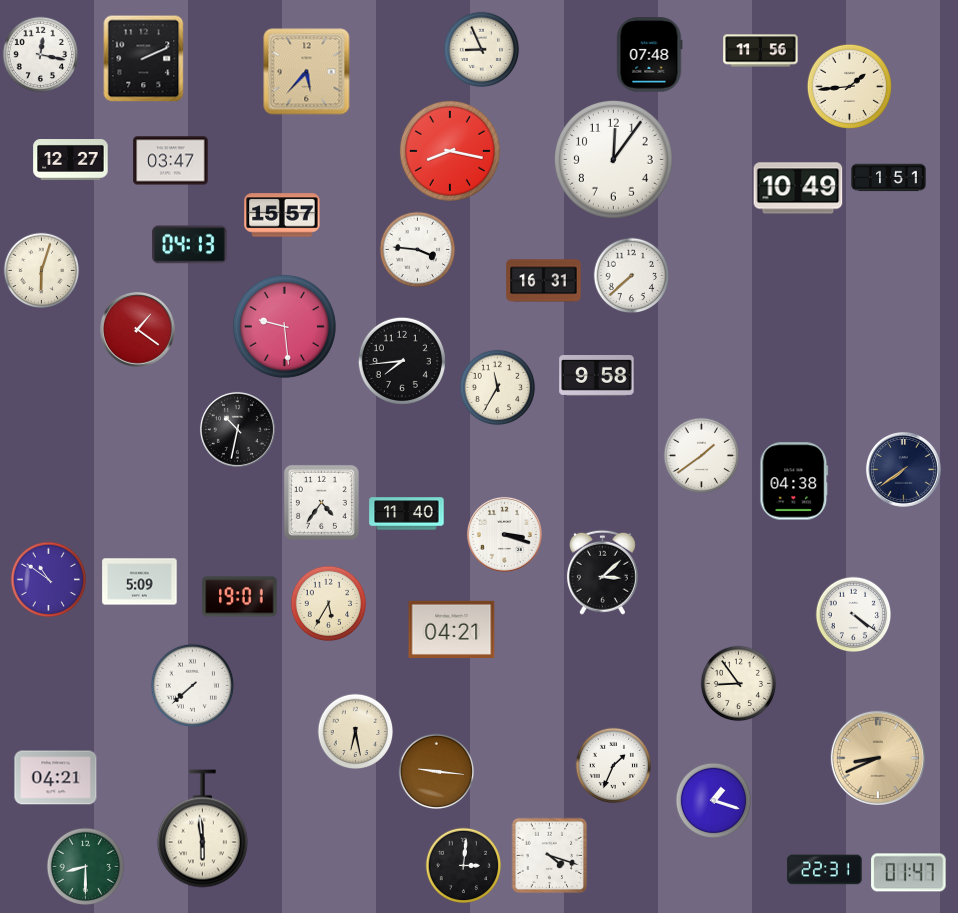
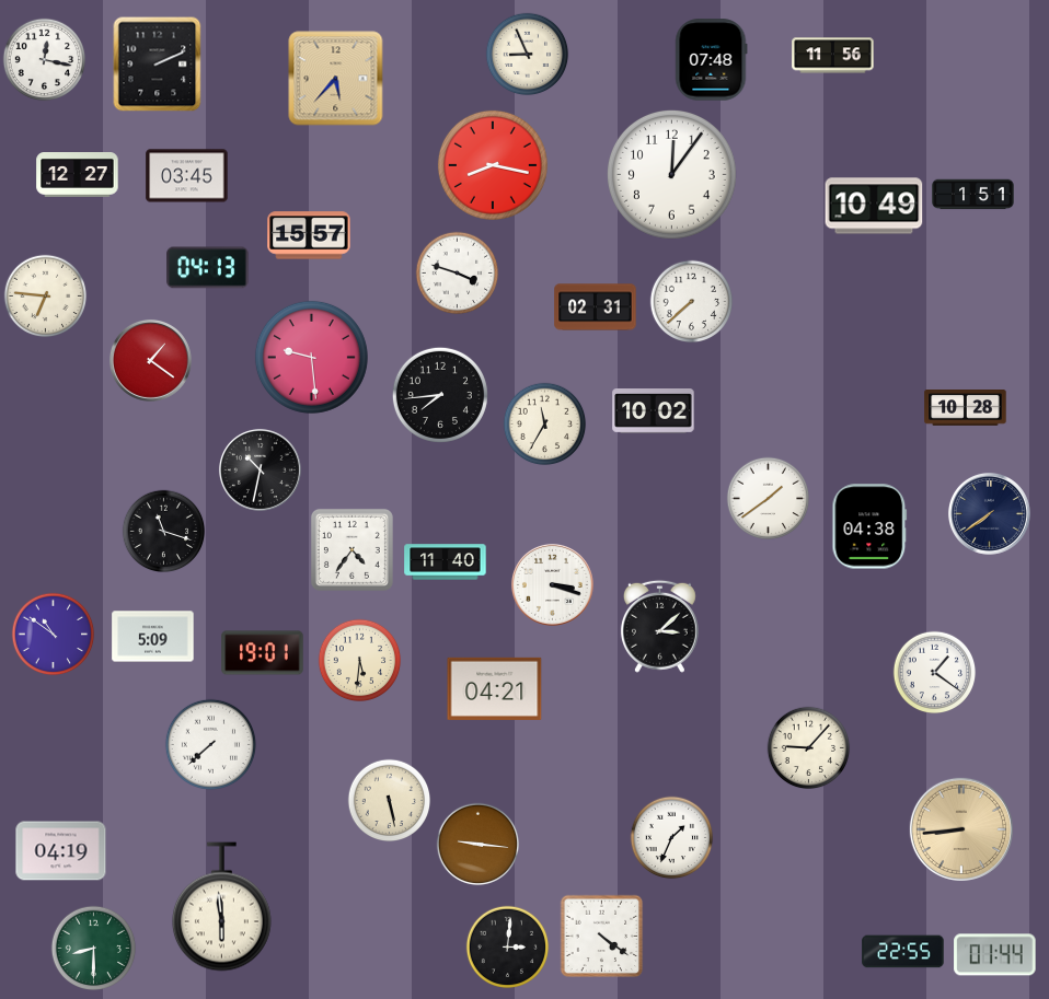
clock at (849, 86): 1:44 -> none
clock at (171, 161): 03:47 -> 03:45
clock at (418, 250): 3:46 -> 3:48
clock at (42, 271): 6:03 -> 6:46
clock at (544, 281): 16:31 -> 02:31
clock at (966, 408): none -> 10:28
clock at (597, 376): 9:58 -> 10:02
clock at (164, 532): none -> 11:18
clock at (329, 604): 5:35 -> 5:31
clock at (854, 615): 4:21 -> 1:21
clock at (739, 684): 8:54 -> 9:07
clock at (192, 685) position: (192, 685) -> (210, 744)
clock at (356, 732): 6:28 -> 5:28
clock at (878, 758): 8:41 -> 8:44
clock at (56, 778): 04:21 -> 04:19
clock at (714, 801): 1:18 -> none
clock at (550, 856): 4:18 -> 4:21
clock at (825, 870): 22:31 -> 22:55
clock at (909, 873): 01:47 -> 01:44
